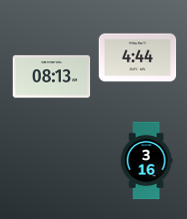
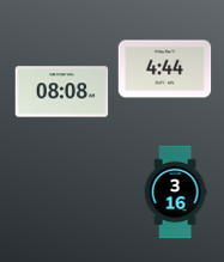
clock at (51, 77): 08:13 -> 08:08
